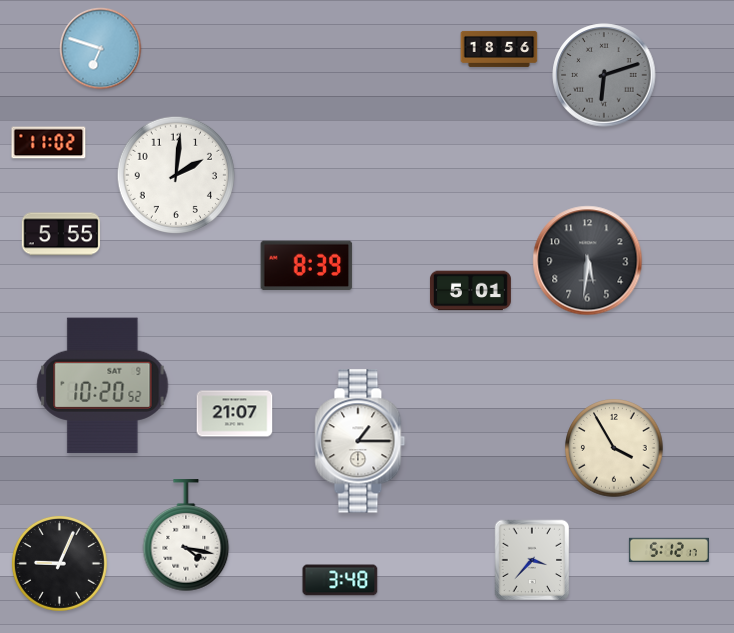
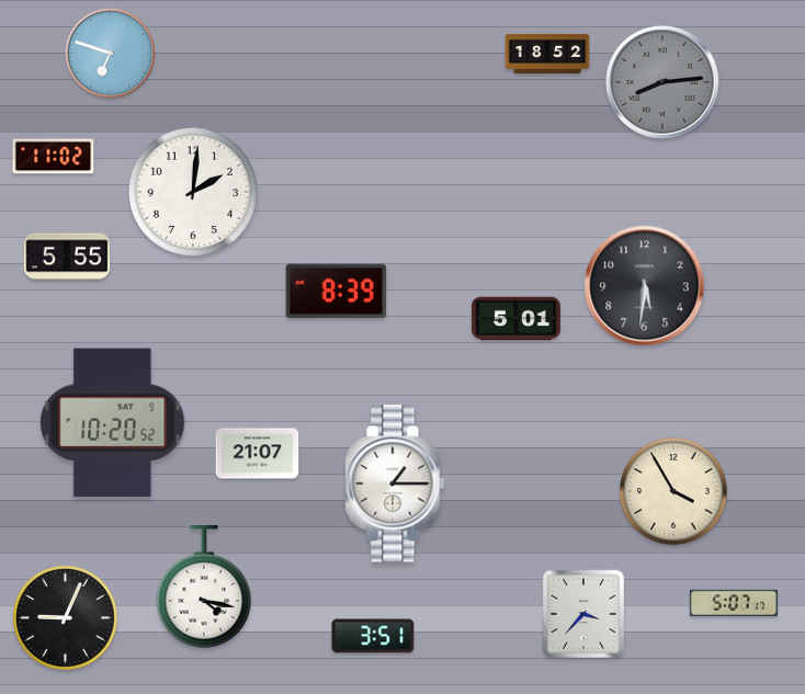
clock at (499, 49): 18:56 -> 18:52
clock at (604, 75): 6:12 -> 8:14
clock at (669, 550): 5:12 -> 5:07
clock at (340, 580): 3:48 -> 3:51
